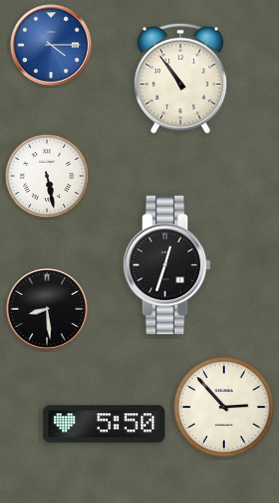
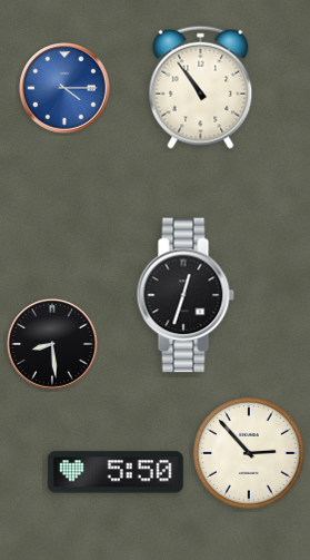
clock at (51, 45) position: (51, 45) -> (64, 88)
clock at (47, 176): 5:28 -> none
